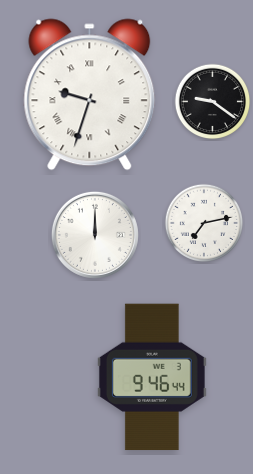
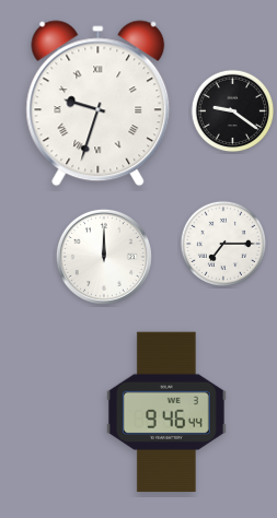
clock at (203, 222): 7:13 -> 7:15
